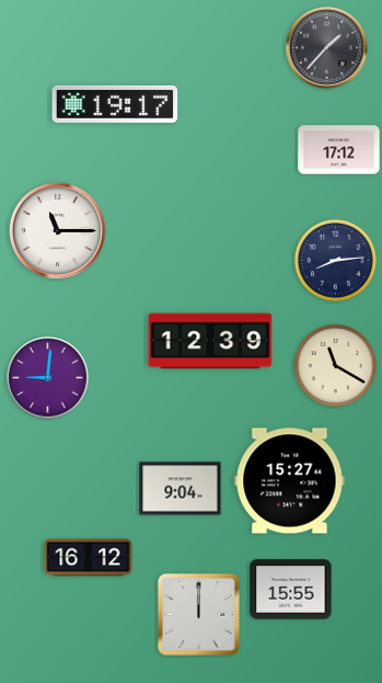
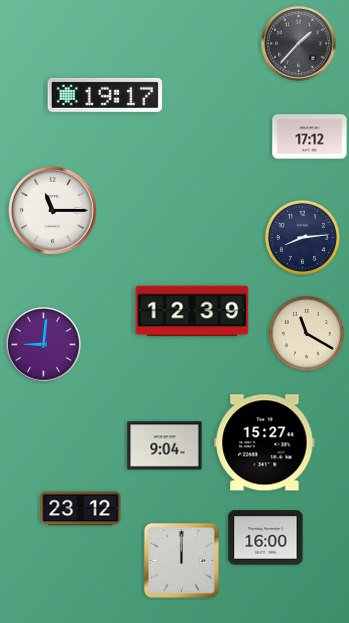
clock at (335, 260) position: (335, 260) -> (302, 237)
clock at (290, 481) position: (290, 481) -> (265, 443)
clock at (89, 558): 16:12 -> 23:12
clock at (291, 590): 15:55 -> 16:00
